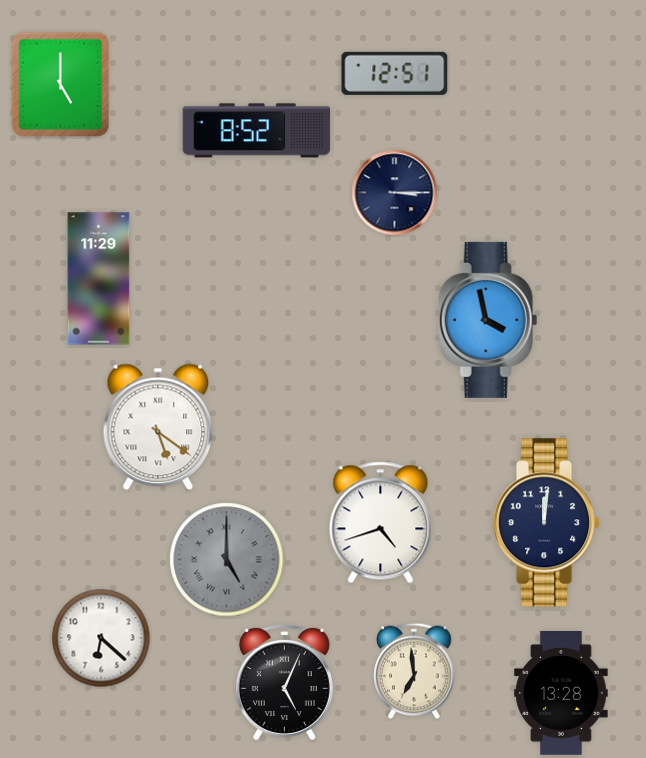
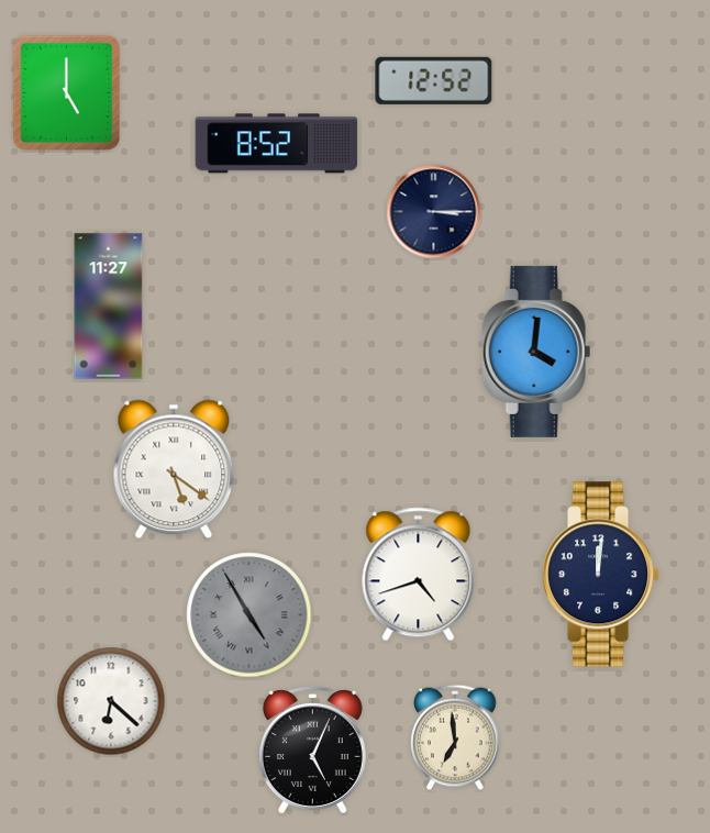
clock at (395, 73): 12:51 -> 12:52
clock at (257, 131) position: (257, 131) -> (277, 144)
clock at (99, 279): 11:29 -> 11:27
clock at (488, 320): 3:58 -> 4:01
clock at (227, 560): 5:00 -> 4:55
clock at (561, 694): 13:28 -> none
